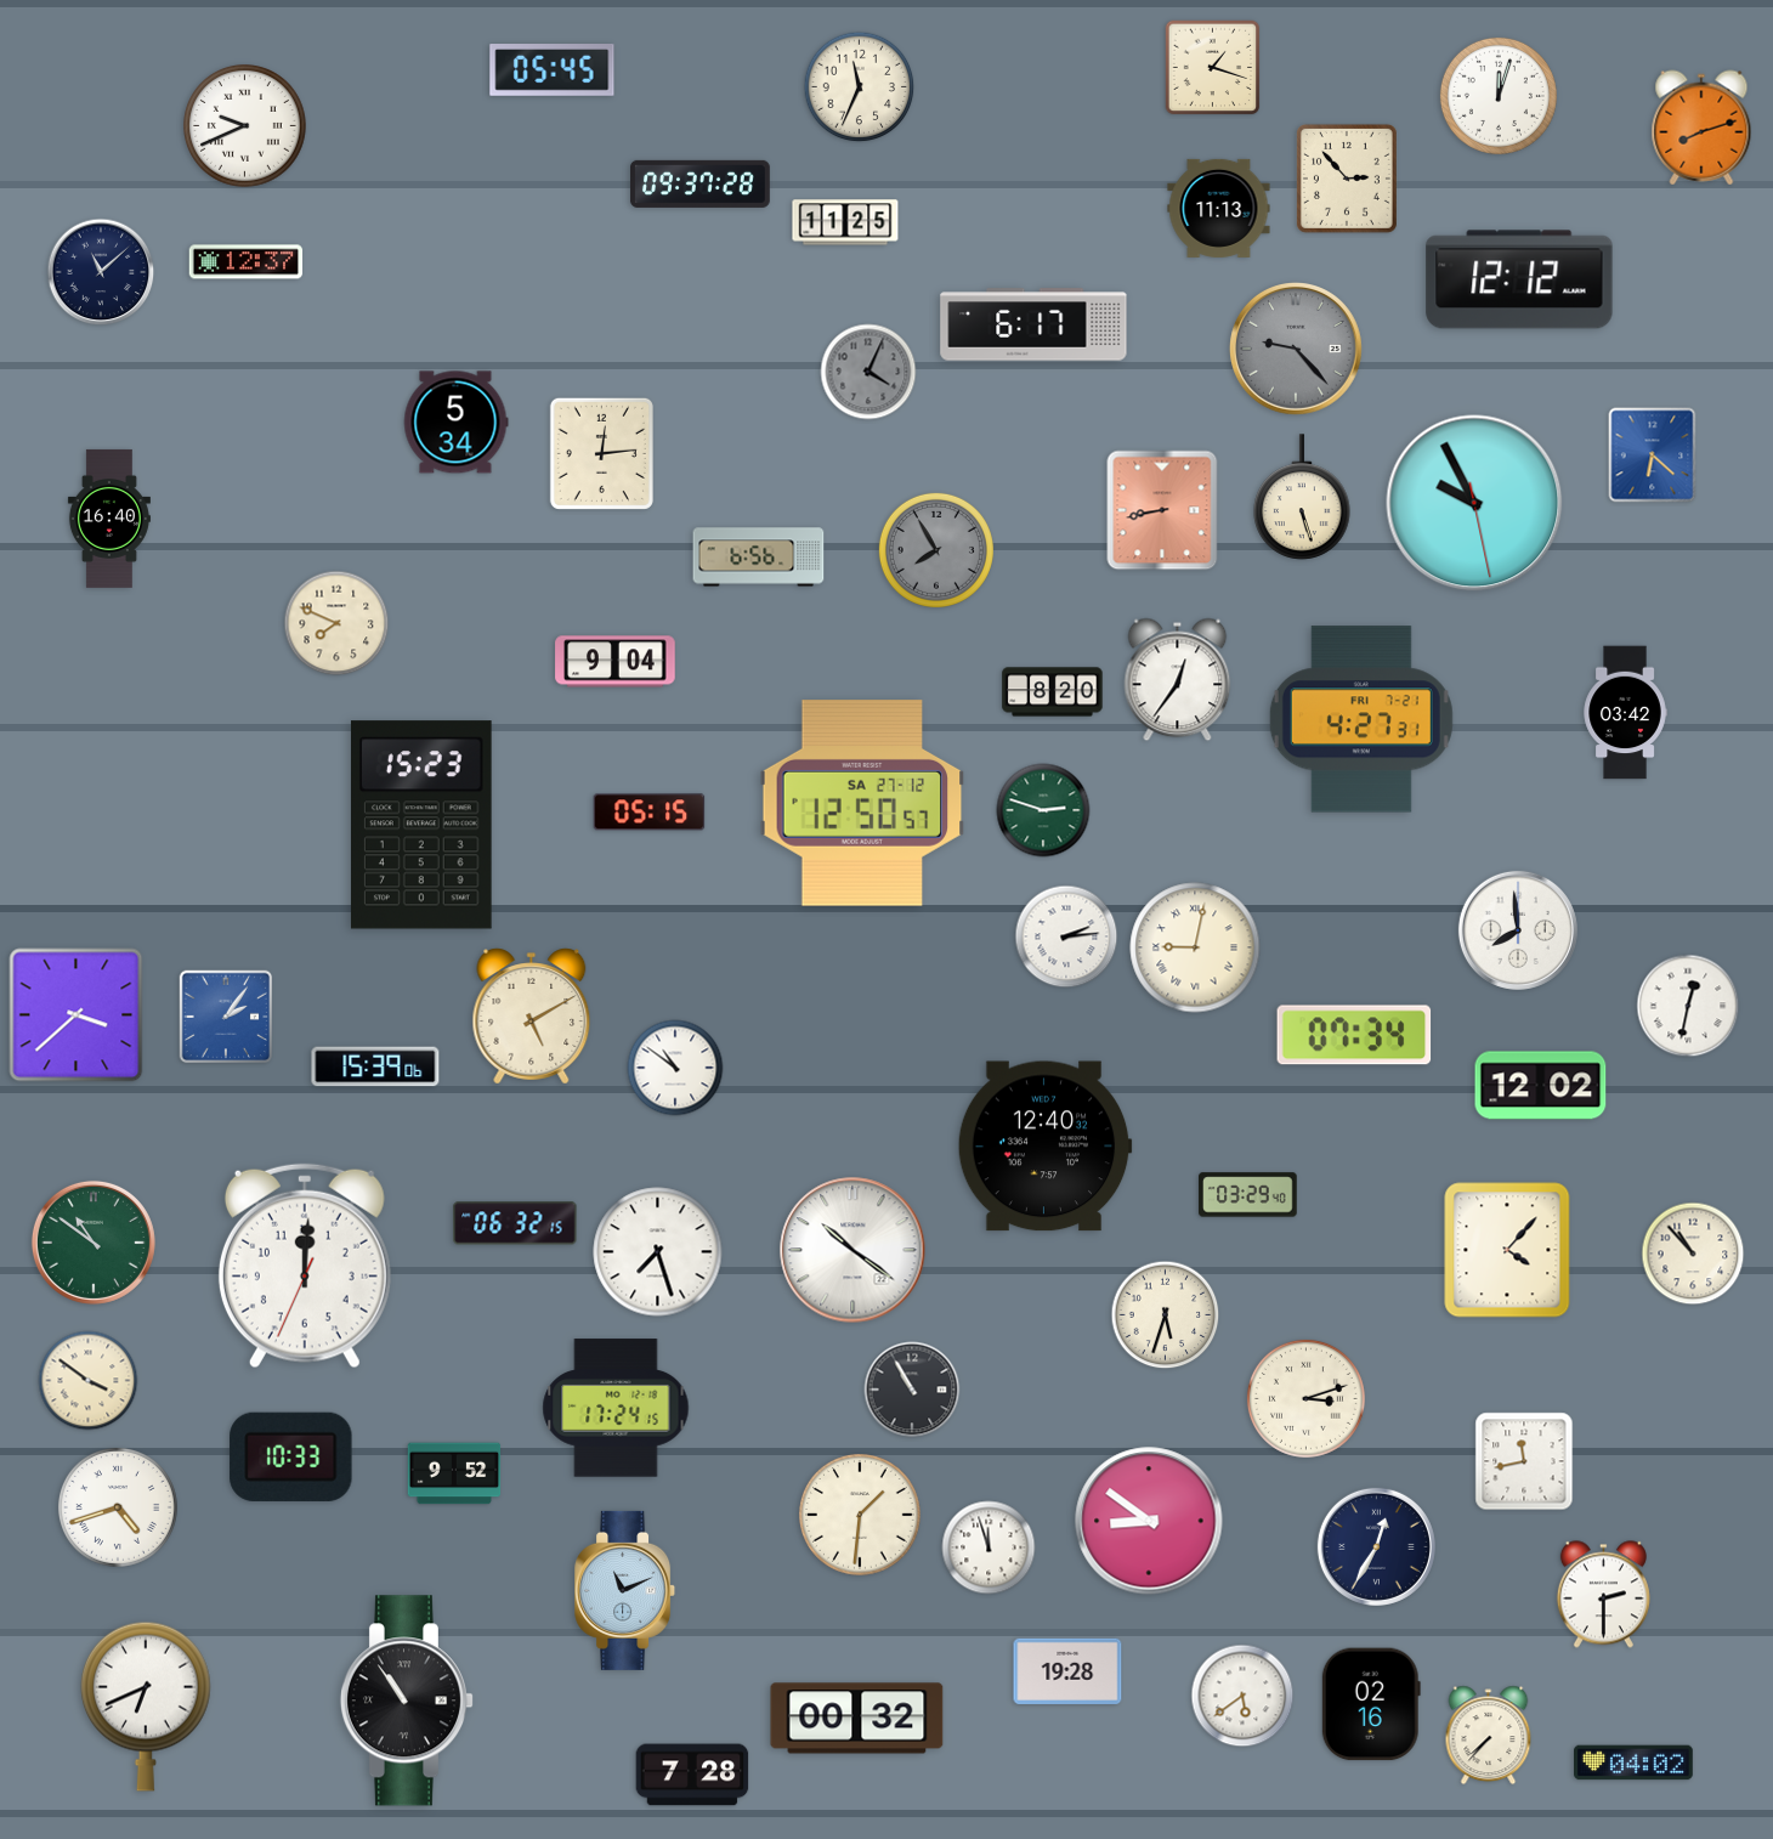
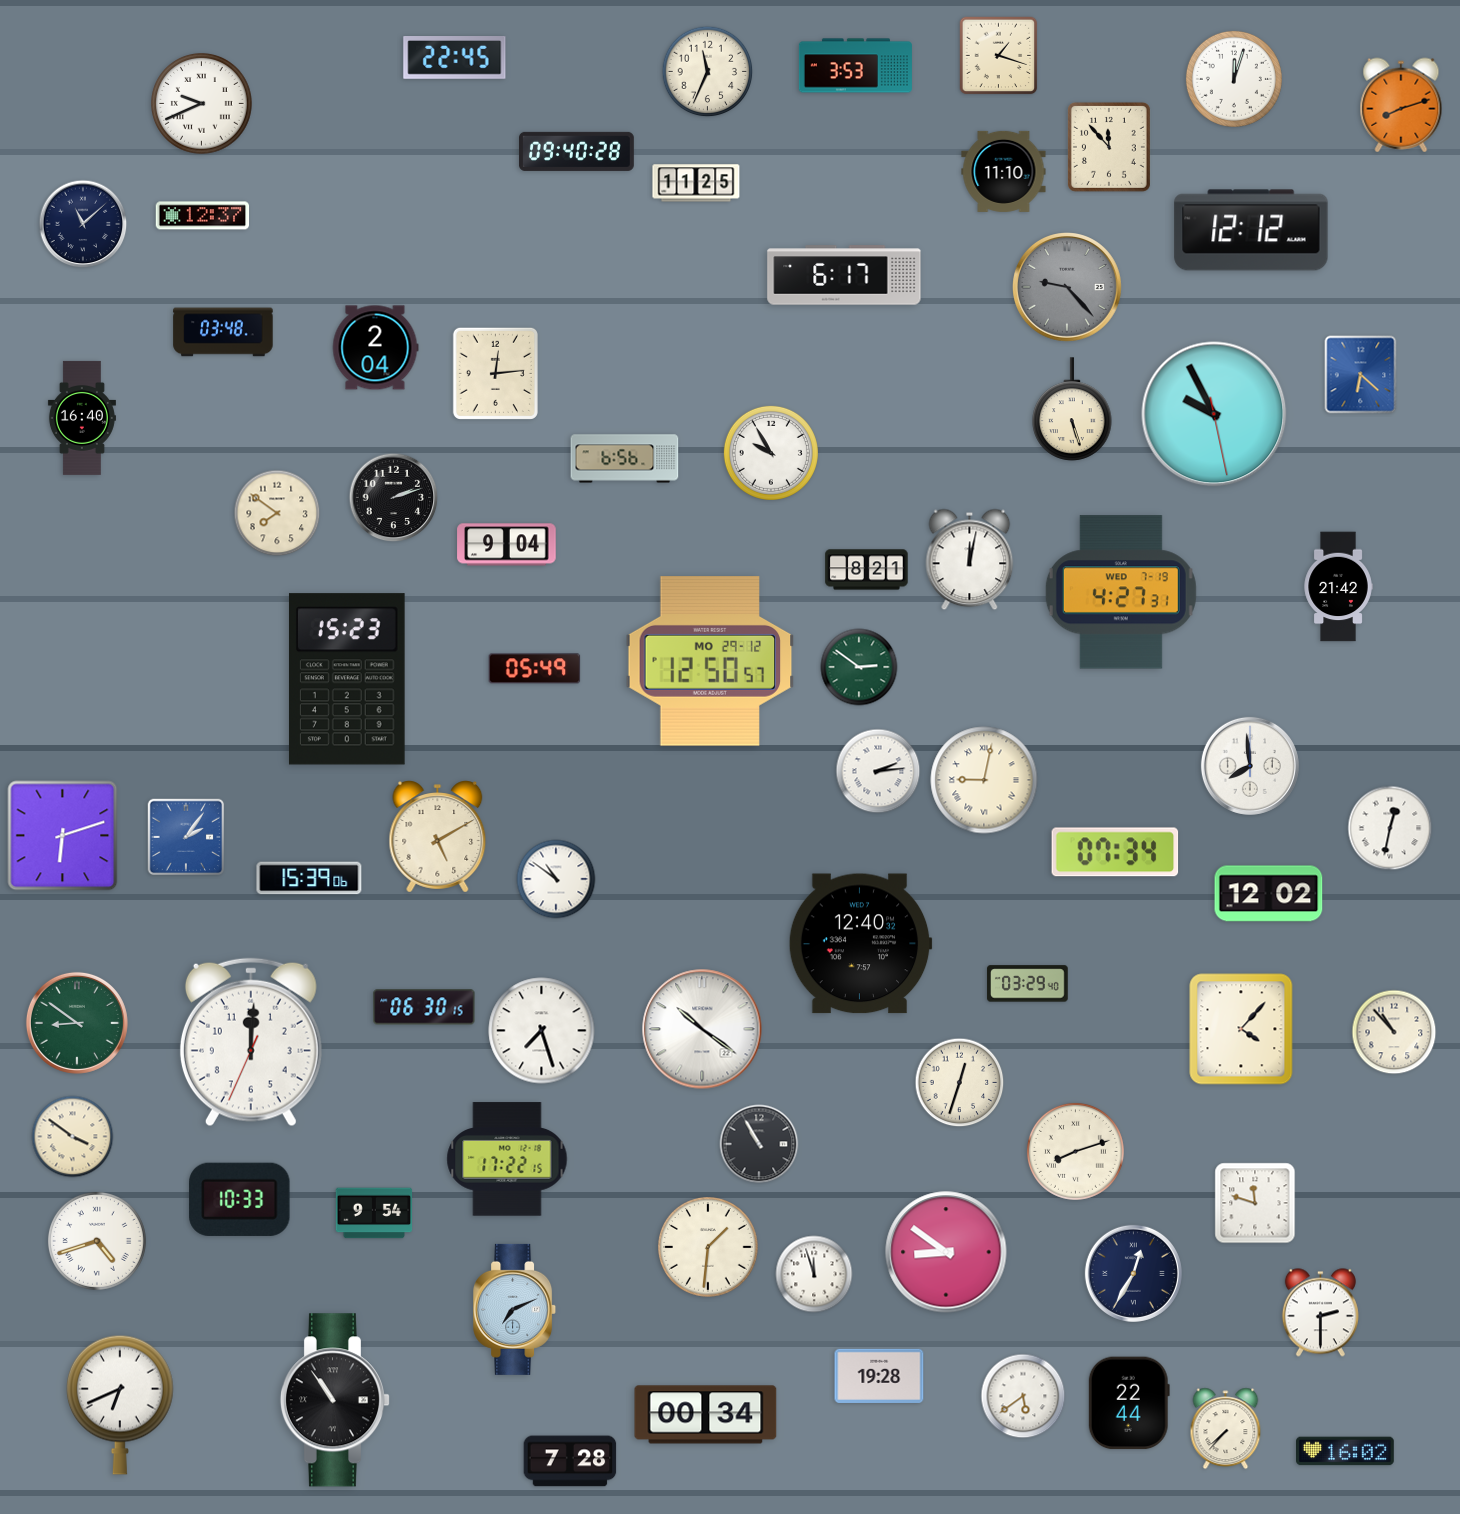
clock at (553, 70): 05:45 -> 22:45
clock at (855, 66): none -> 3:53
clock at (1347, 179): 2:53 -> 11:53
clock at (701, 183): 09:37 -> 09:40
clock at (1219, 208): 11:13 -> 11:10
clock at (1033, 324) position: (1033, 324) -> (844, 275)
clock at (868, 372): 4:04 -> none
clock at (223, 332): none -> 03:48
clock at (455, 423): 5:34 -> 2:04
clock at (1162, 510): 8:43 -> none
clock at (109, 519) position: (109, 519) -> (82, 418)
clock at (936, 550): 7:55 -> 9:55
clock at (936, 550) dial: grey -> white
clock at (394, 498): none -> 2:12
clock at (336, 623): 7:49 -> 7:51
clock at (1178, 680): 12:36 -> 12:02
clock at (1053, 692): 8:20 -> 8:21
clock at (1625, 713): 03:42 -> 21:42
clock at (1361, 719) date: FRI 7-21 -> WED 7-19
clock at (862, 803) date: SA 27-12 -> MO 29-12
clock at (1043, 810): 2:48 -> 2:51
clock at (650, 813): 05:15 -> 05:49
clock at (77, 1015): 3:38 -> 6:12
clock at (515, 1223): 06:32 -> 06:30
clock at (94, 1243): 10:51 -> 8:51
clock at (1166, 1315): 5:33 -> 12:33
clock at (912, 1390) position: (912, 1390) -> (759, 1144)
clock at (1305, 1398): 3:12 -> 8:12
clock at (616, 1408): 17:24 -> 17:22
clock at (1524, 1461): 11:43 -> 11:48
clock at (454, 1473): 9:52 -> 9:54
clock at (625, 1590): 11:11 -> 7:11
clock at (1371, 1704): 02:16 -> 22:44
clock at (857, 1719): 00:32 -> 00:34
clock at (1635, 1762): 04:02 -> 16:02
